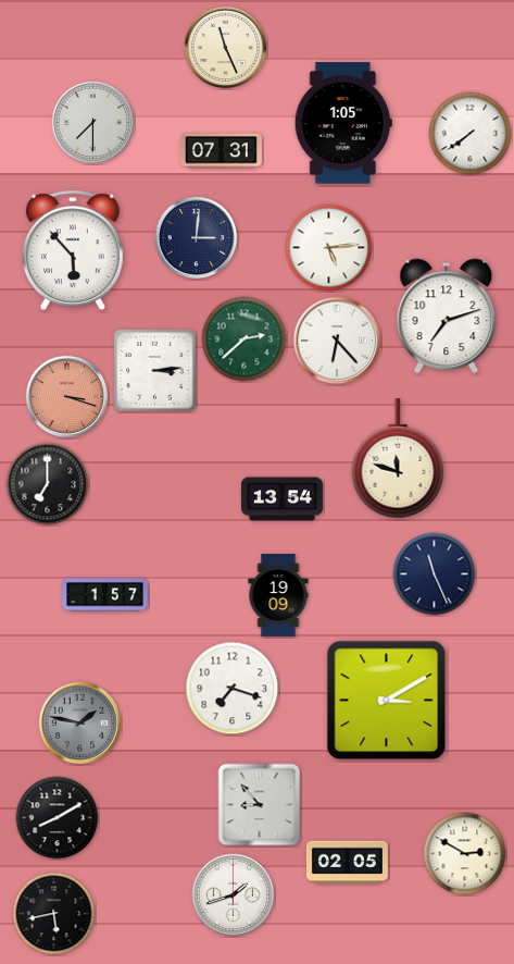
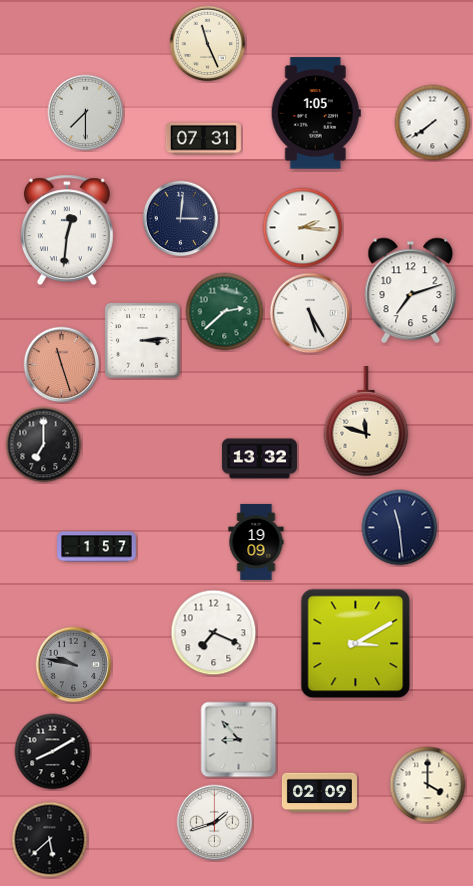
clock at (329, 248): 5:14 -> 2:16
clock at (73, 249): 5:53 -> 12:31
clock at (337, 341): 6:23 -> 5:25
clock at (67, 397): 3:18 -> 11:27
clock at (281, 499): 13:54 -> 13:32
clock at (435, 574): 11:26 -> 11:29
clock at (278, 595) position: (278, 595) -> (256, 542)
clock at (233, 689): 7:18 -> 7:19
clock at (80, 724): 1:47 -> 9:47
clock at (465, 854): 2:50 -> 4:00
clock at (347, 863): 02:05 -> 02:09
clock at (54, 914): 5:43 -> 5:38
